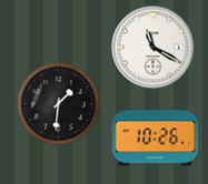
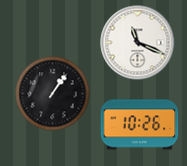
clock at (153, 48): 11:20 -> 11:19
clock at (59, 104): 1:31 -> 1:06
